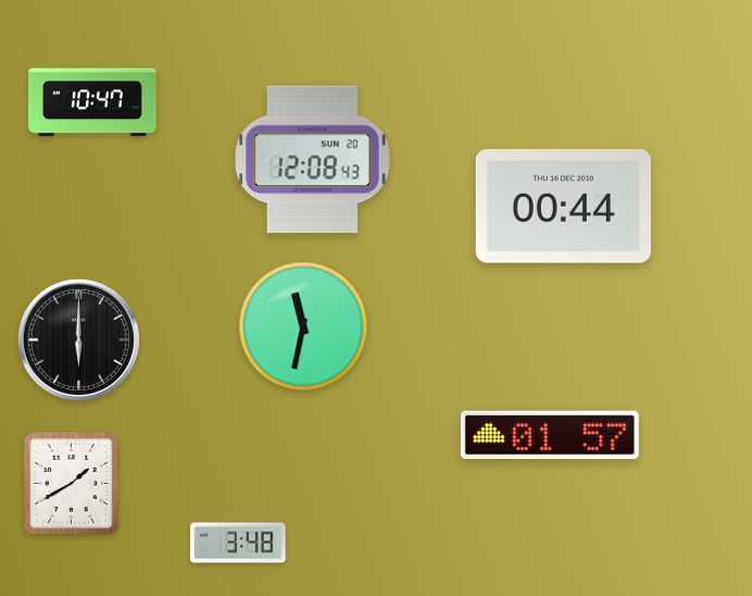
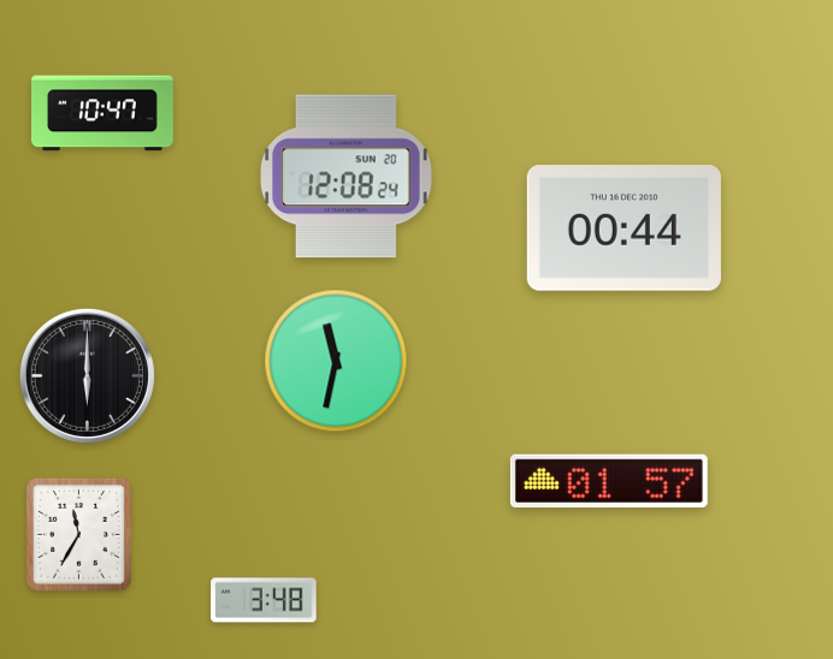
clock at (313, 160): 12:08:43 -> 12:08:24
clock at (71, 483): 1:40 -> 11:35
